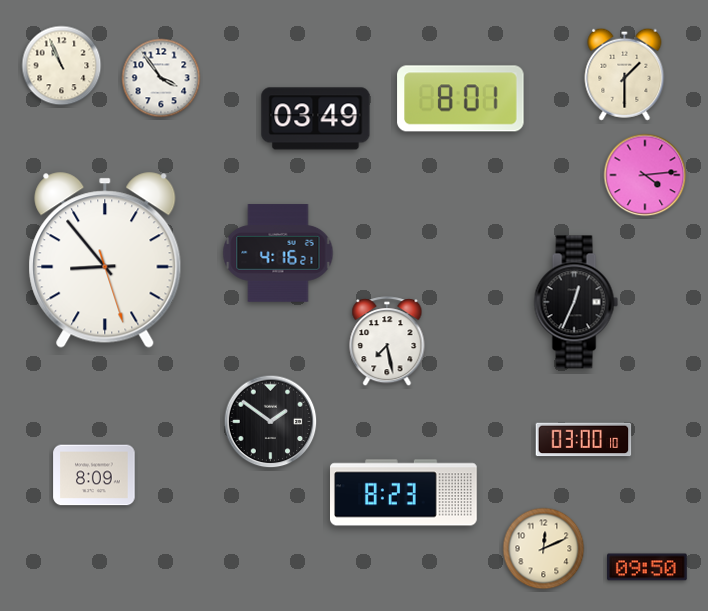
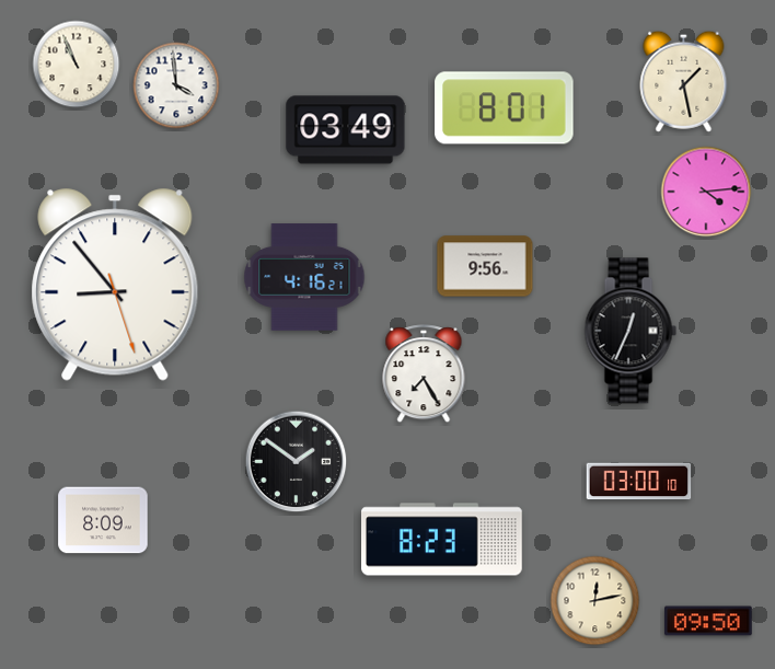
clock at (62, 66) position: (62, 66) -> (77, 65)
clock at (625, 74): 1:30 -> 1:28
clock at (161, 78): 3:54 -> 3:59
clock at (485, 266): none -> 9:56
clock at (387, 342): 7:28 -> 7:25
clock at (544, 549): 12:11 -> 12:13
